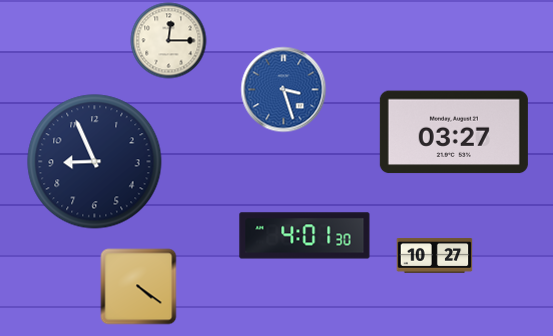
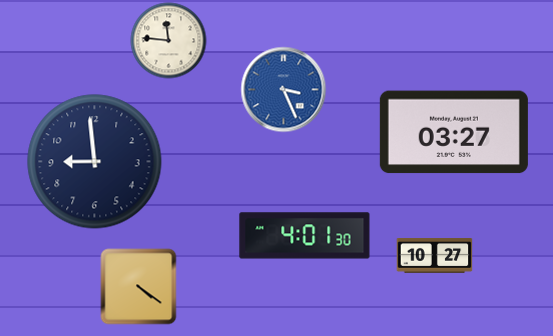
clock at (169, 41): 12:15 -> 11:46
clock at (284, 90): 3:27 -> 3:26
clock at (95, 162): 8:56 -> 8:59
